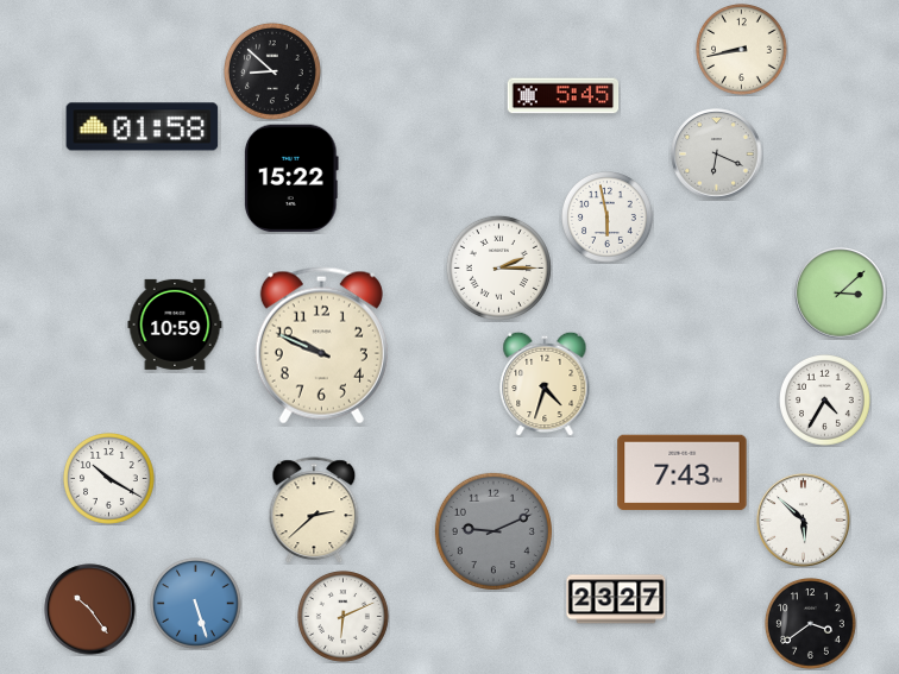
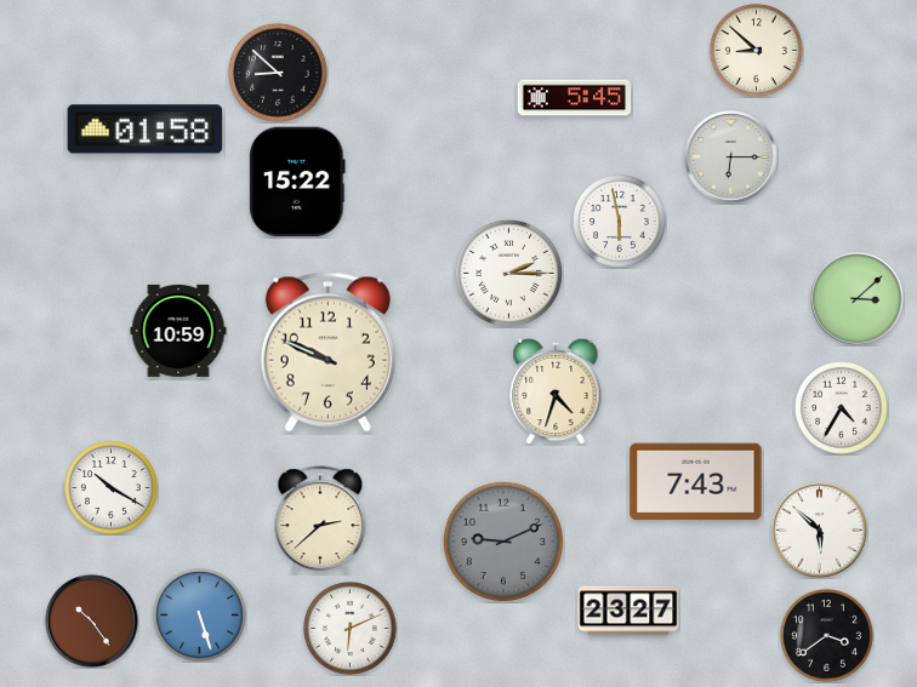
clock at (742, 50): 8:43 -> 8:52
clock at (717, 155): 6:19 -> 6:15
